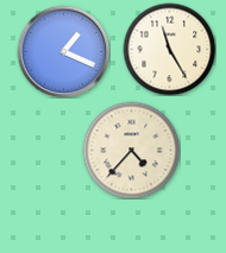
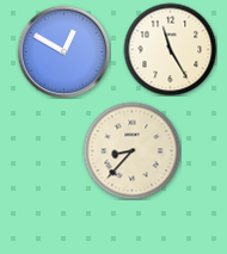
clock at (63, 51): 1:19 -> 12:50
clock at (131, 150): 4:37 -> 8:37
